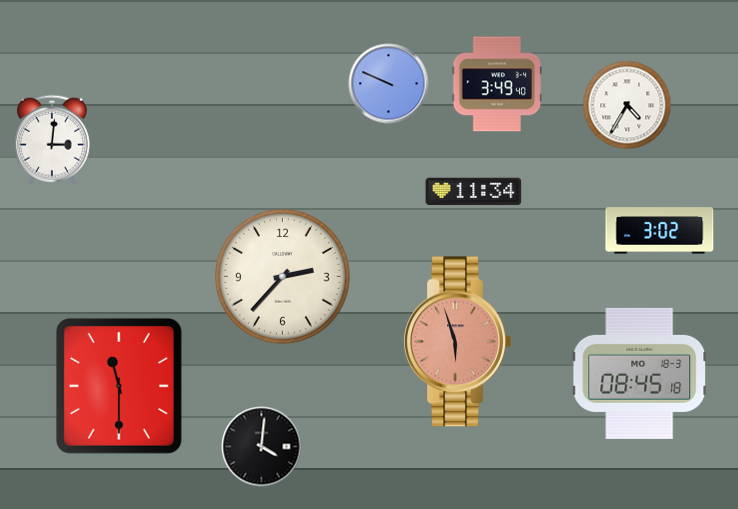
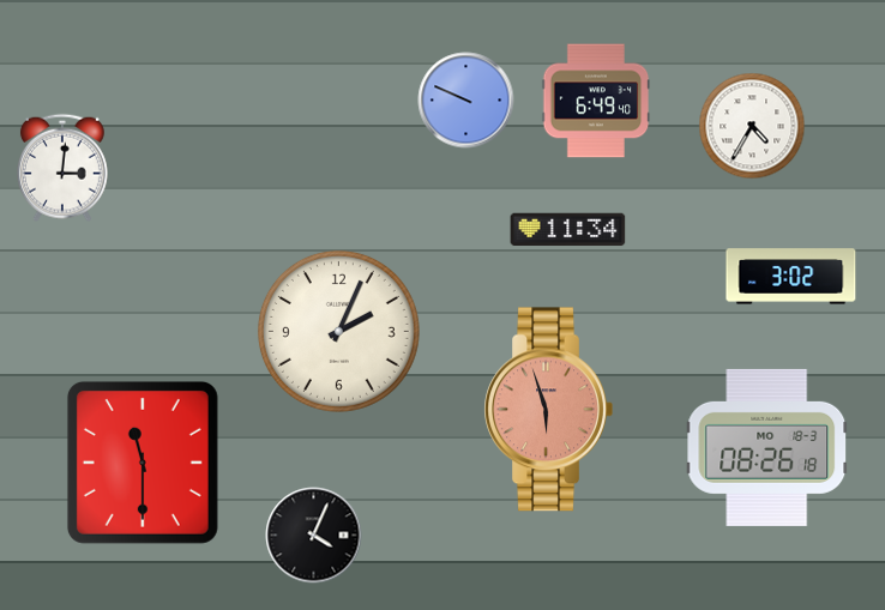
clock at (497, 84): 3:49 -> 6:49
clock at (282, 276): 2:37 -> 2:04
clock at (640, 373): 08:45 -> 08:26
clock at (262, 447): 4:01 -> 4:04
